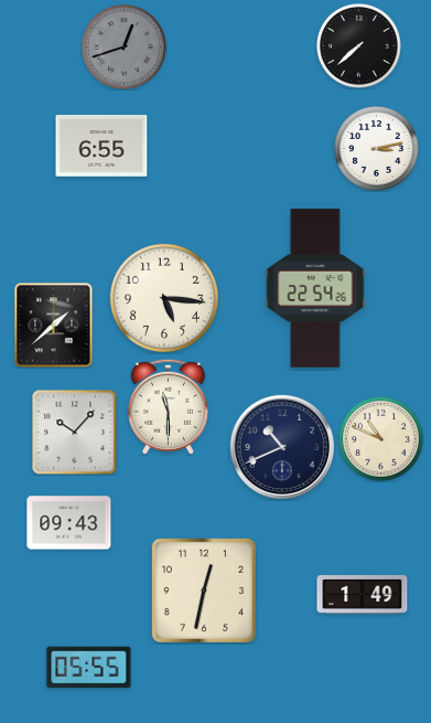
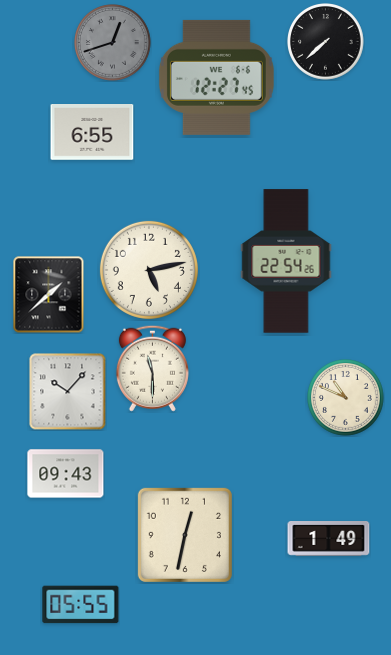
clock at (216, 77): none -> 12:27
clock at (377, 149): 3:13 -> none
clock at (164, 298): 5:16 -> 5:13
clock at (282, 447): 10:41 -> none
clock at (69, 523) position: (69, 523) -> (66, 474)
